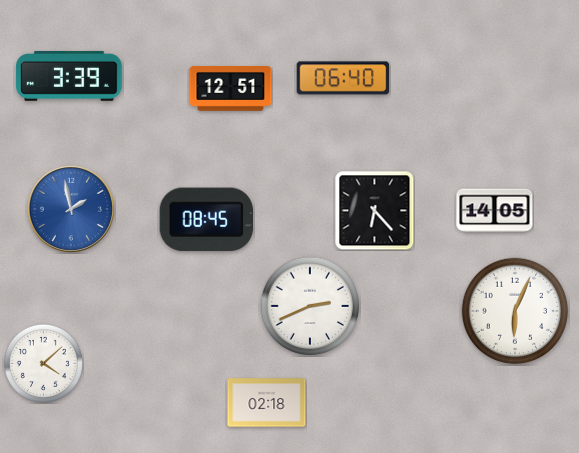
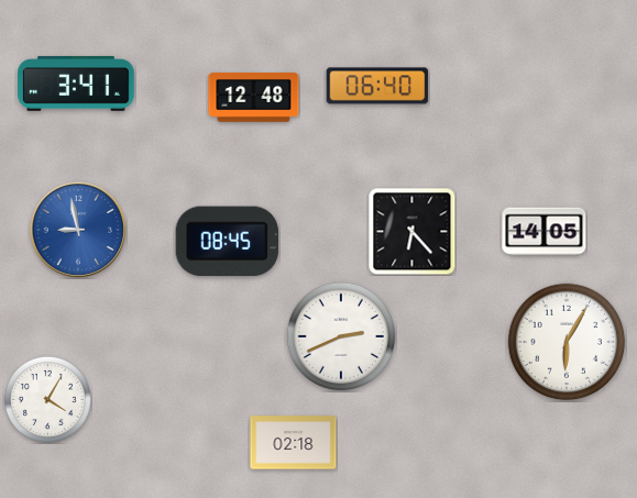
clock at (69, 76): 3:39 -> 3:41
clock at (231, 88): 12:51 -> 12:48
clock at (71, 209): 1:58 -> 8:58
clock at (515, 311): 6:04 -> 6:05
clock at (43, 363): 4:08 -> 4:05
